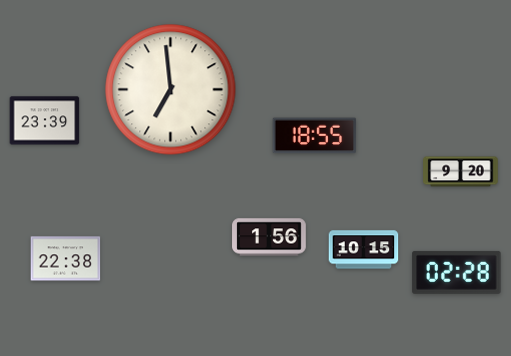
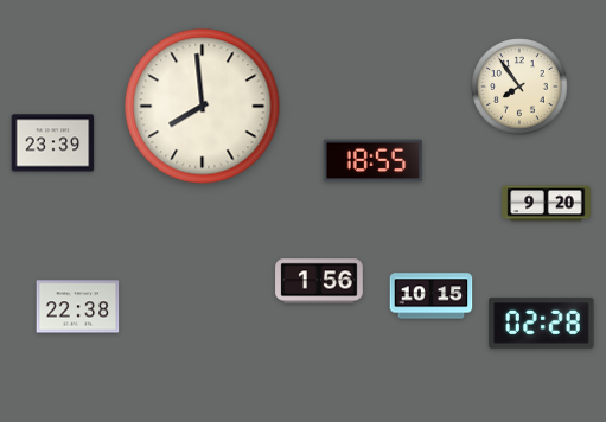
clock at (519, 87): none -> 7:54
clock at (171, 90): 6:59 -> 7:59
